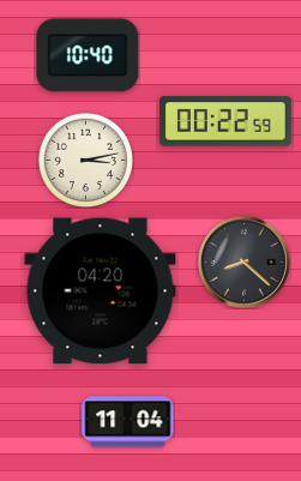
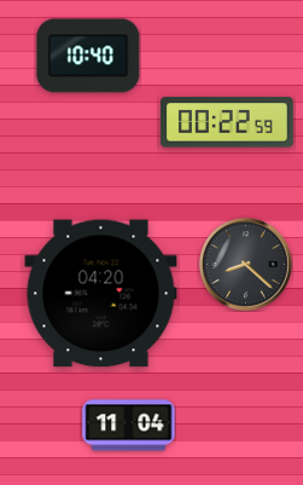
clock at (85, 160): 3:13 -> none
